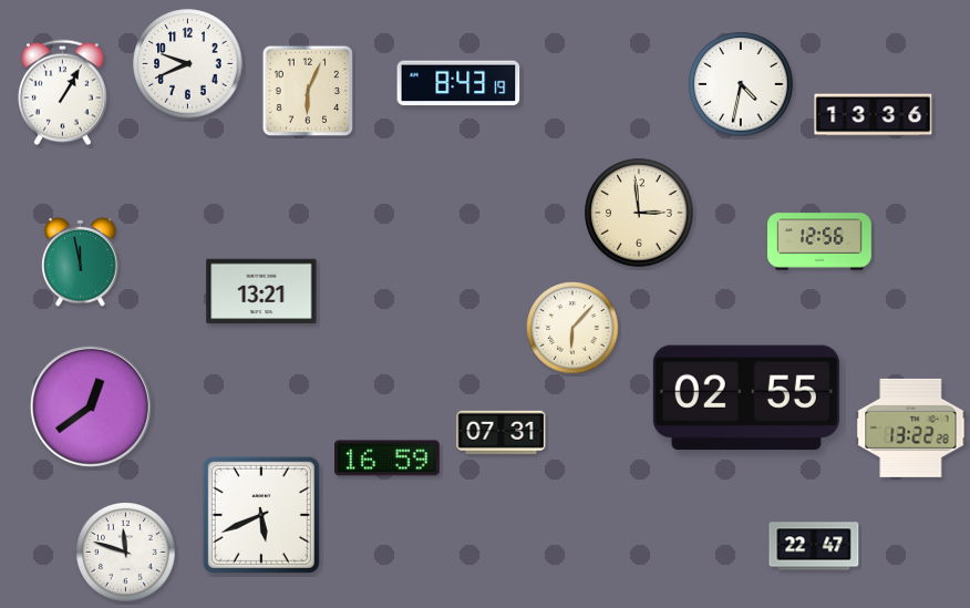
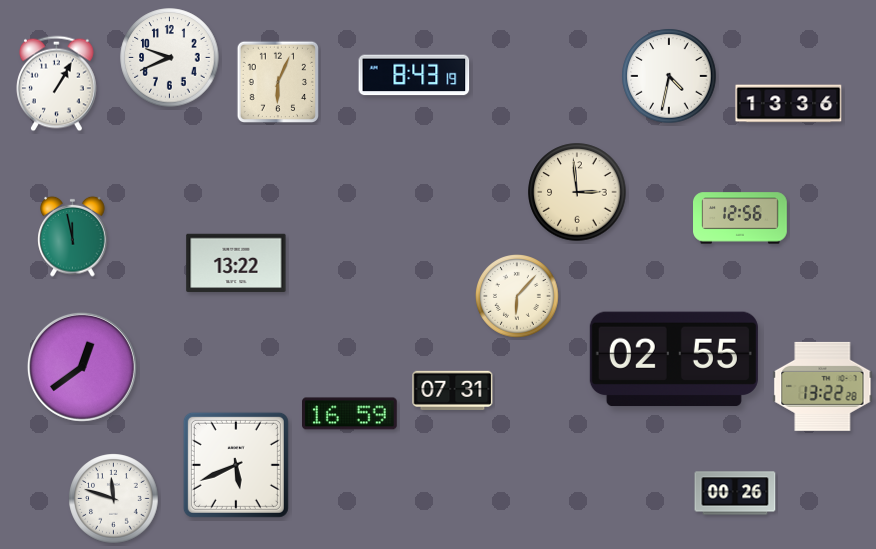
clock at (261, 291): 13:21 -> 13:22
clock at (814, 546): 22:47 -> 00:26
